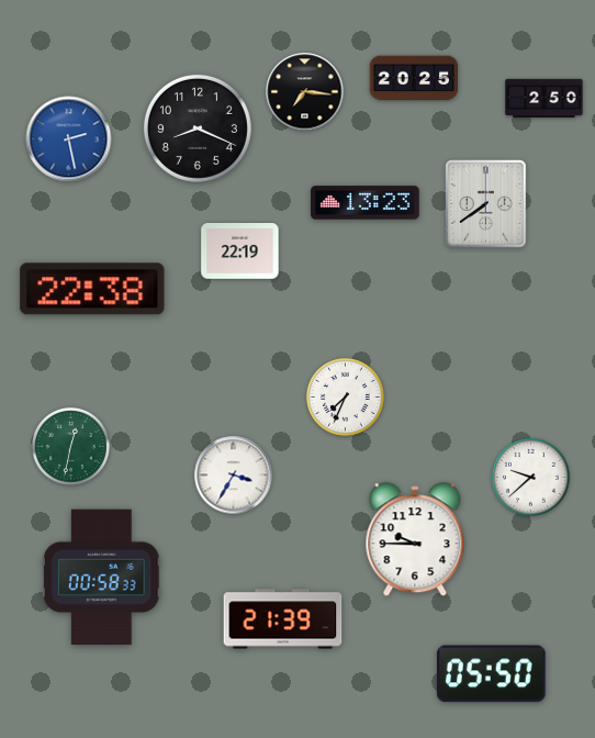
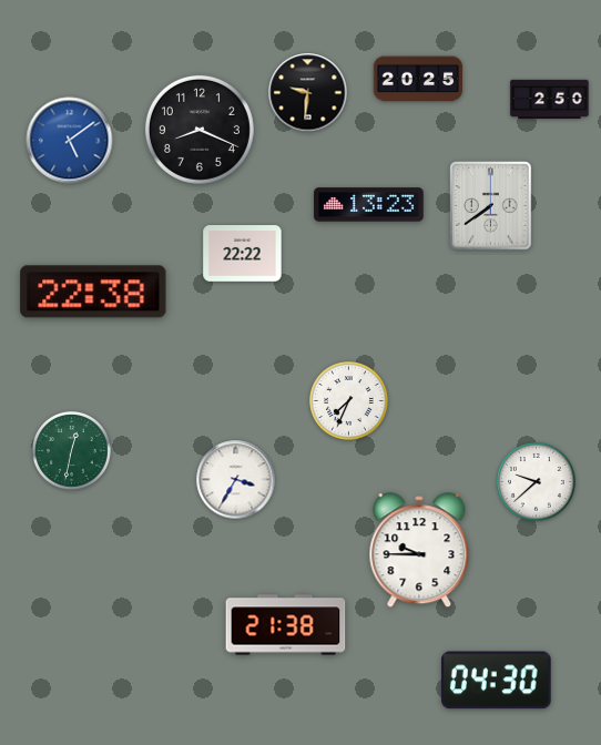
clock at (305, 92): 7:16 -> 9:31
clock at (69, 139): 2:28 -> 5:09
clock at (240, 251): 22:19 -> 22:22
clock at (415, 540) position: (415, 540) -> (419, 551)
clock at (101, 578): 00:58 -> none
clock at (283, 619): 21:39 -> 21:38
clock at (491, 674): 05:50 -> 04:30
